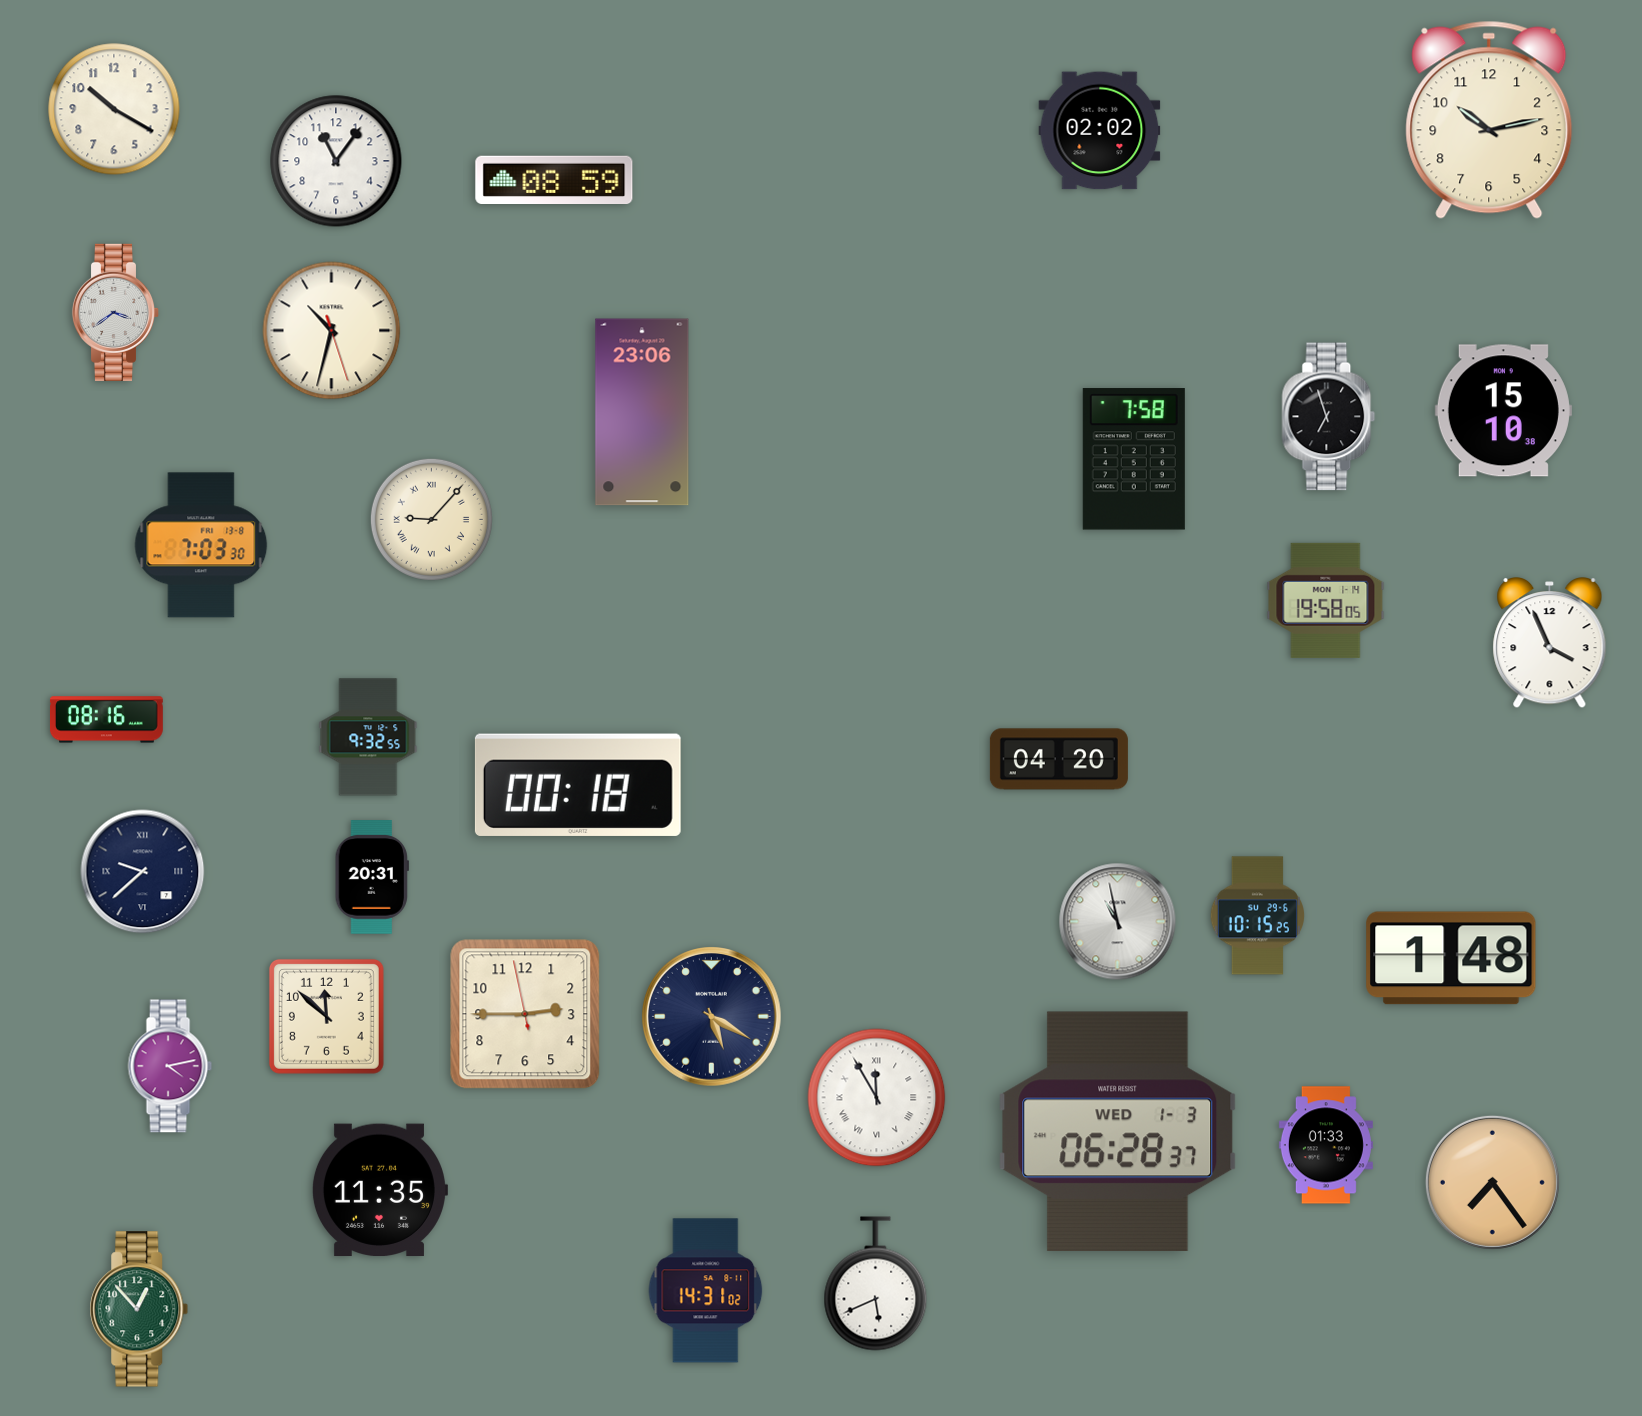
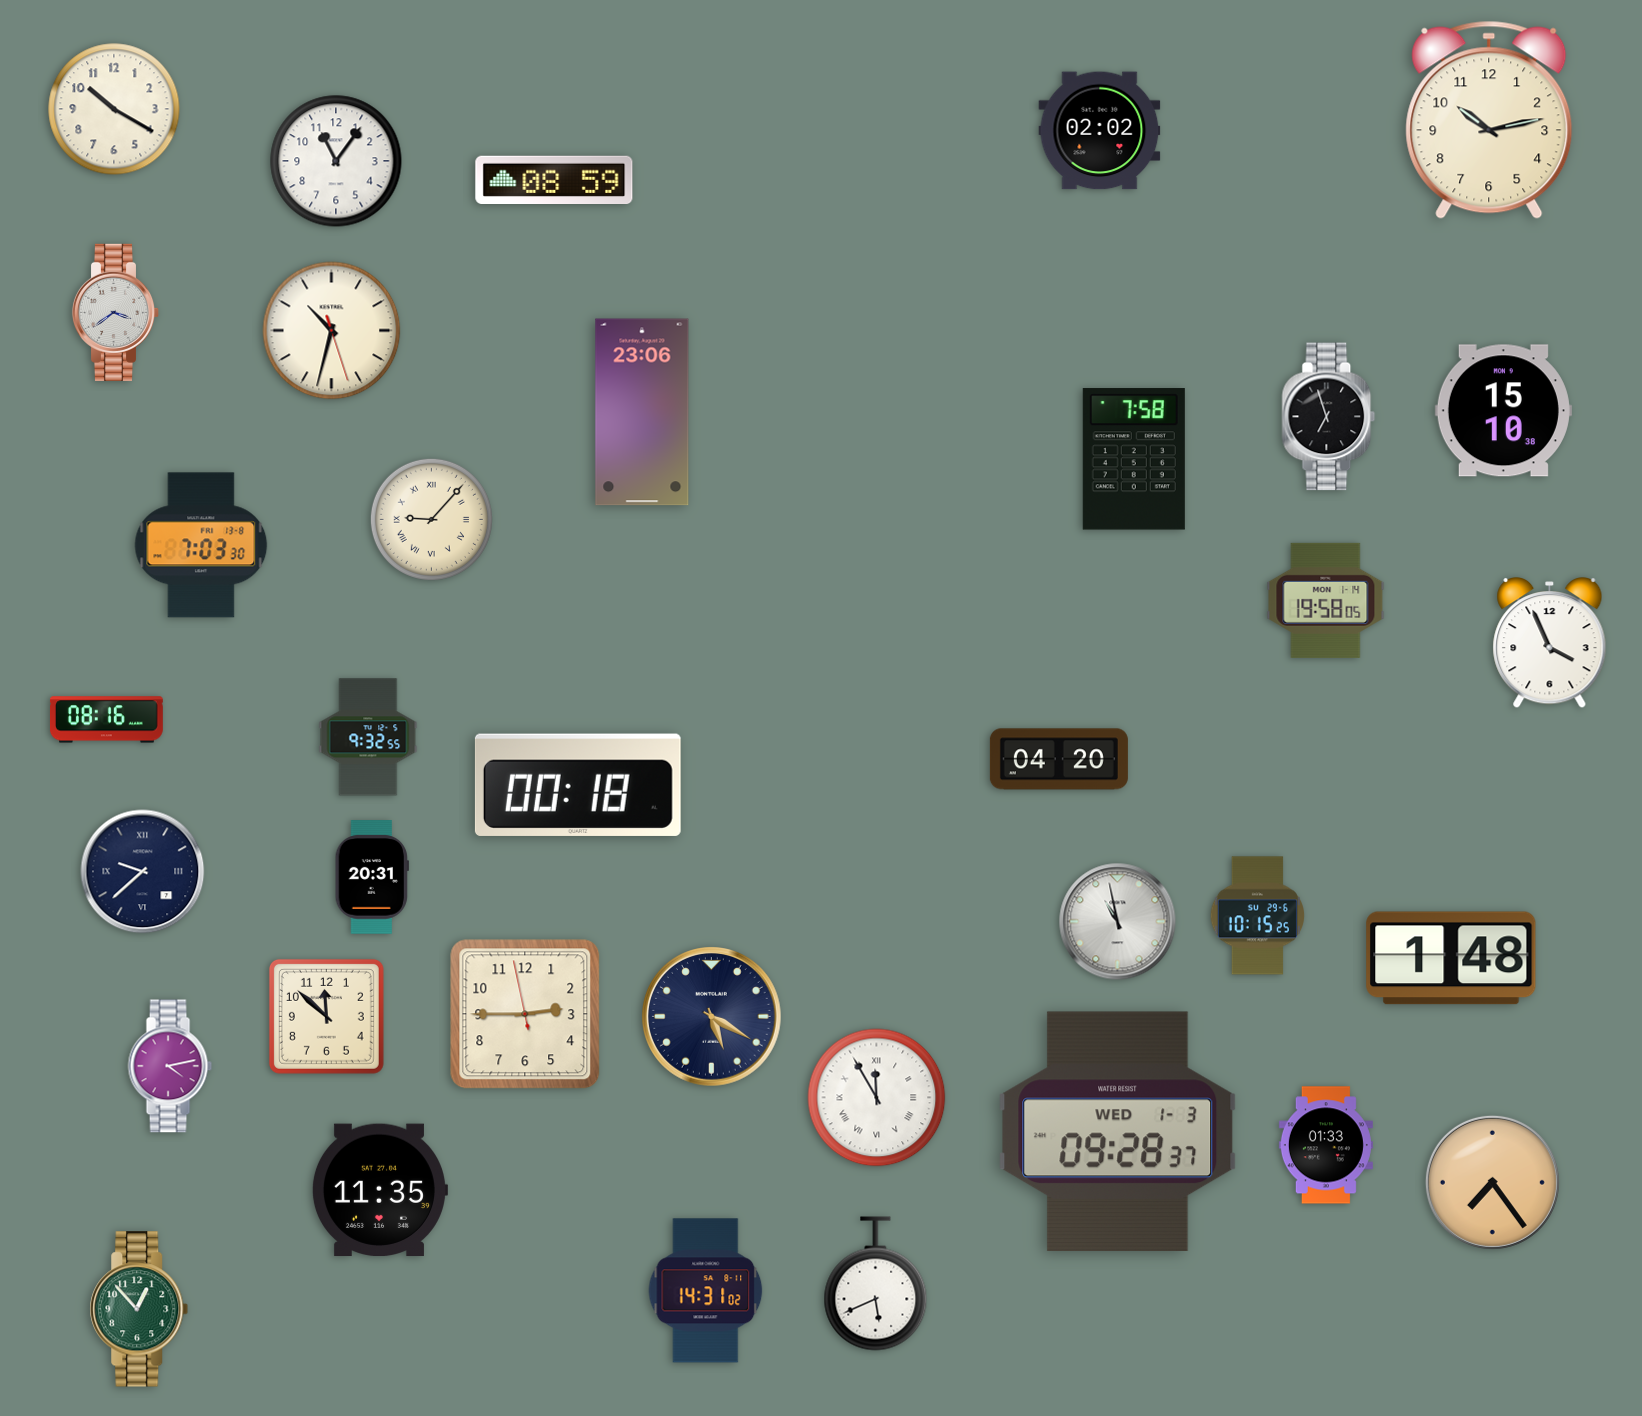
clock at (1118, 1131): 06:28 -> 09:28
